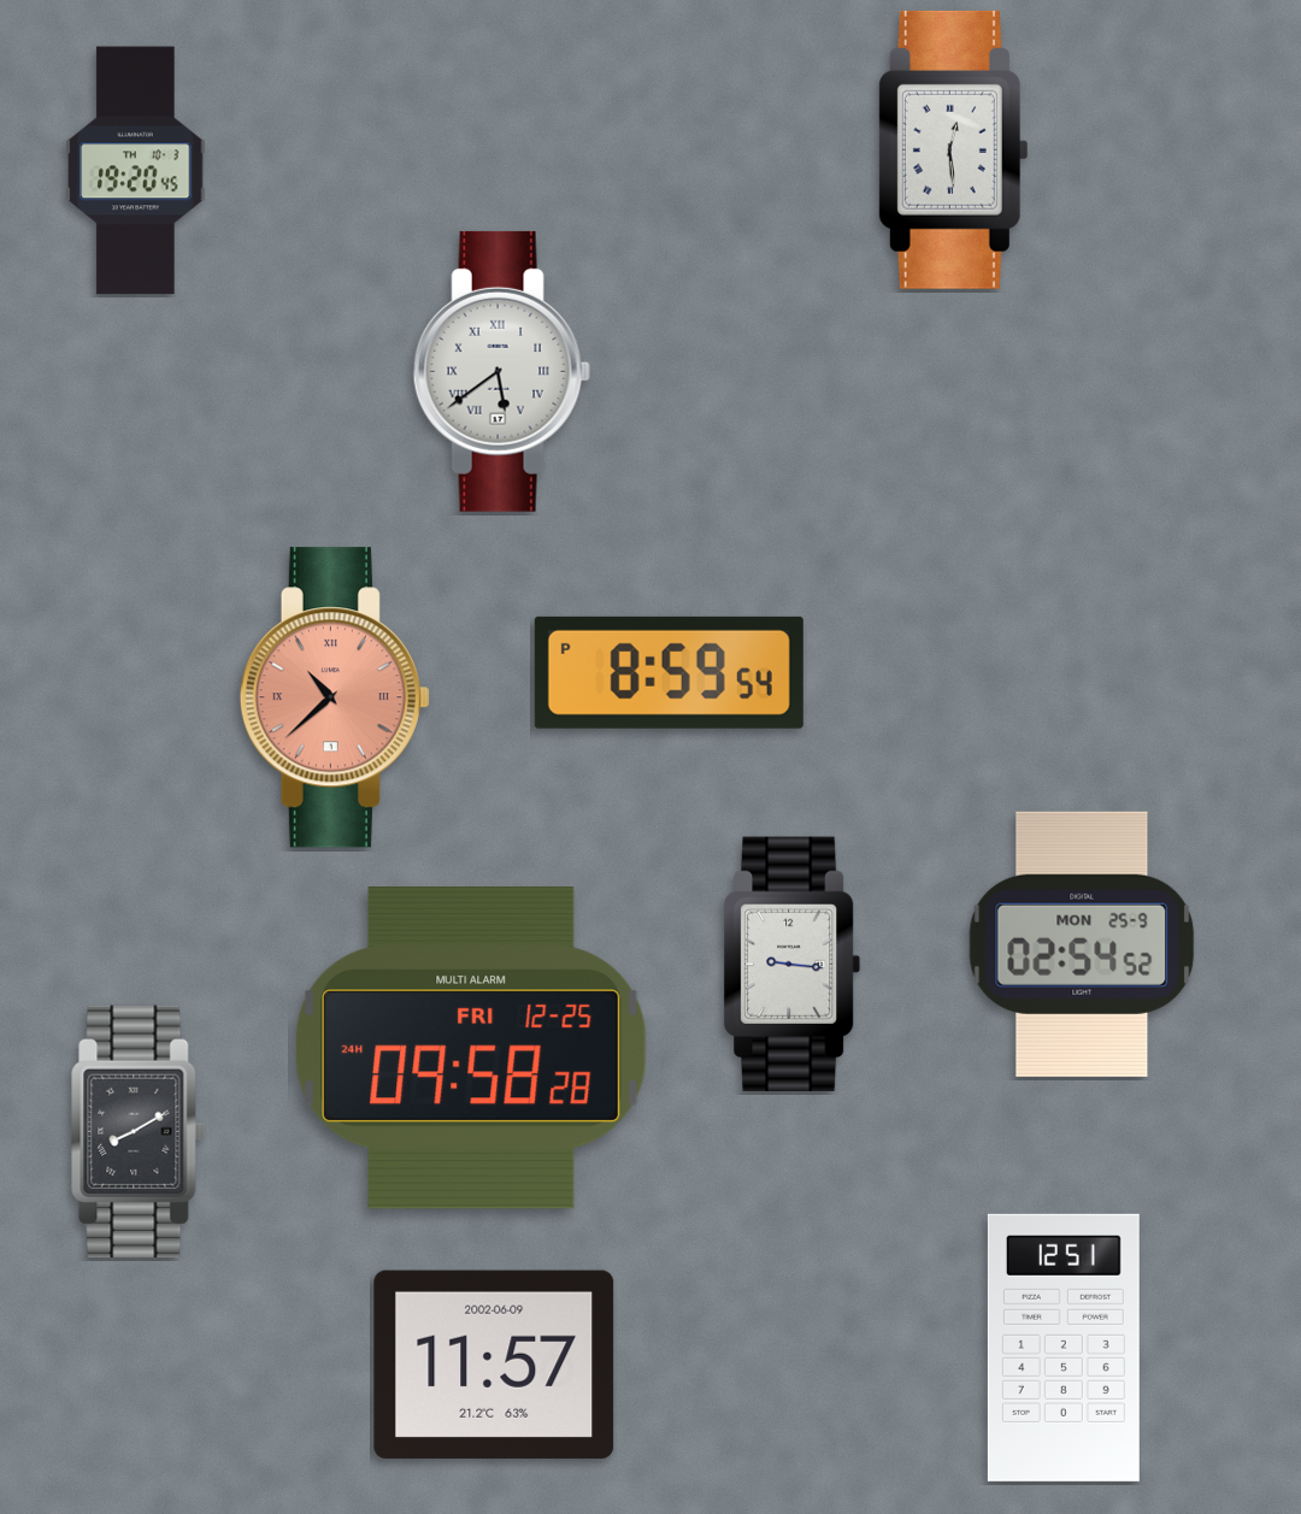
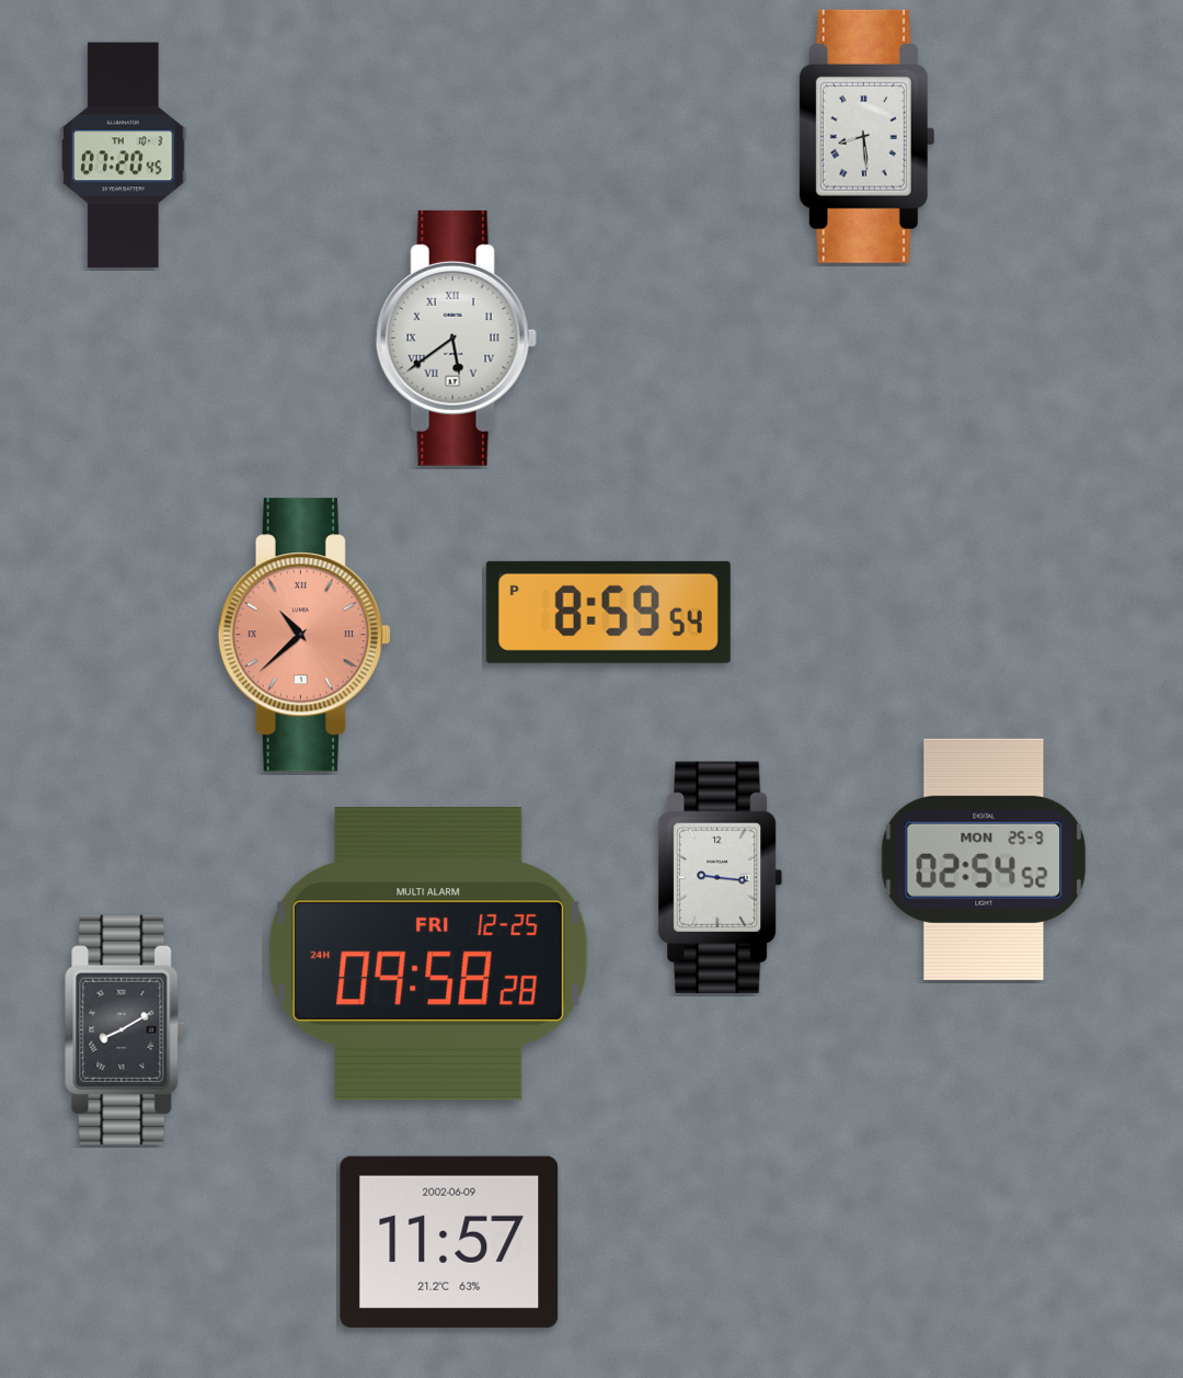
clock at (953, 149): 12:29 -> 8:29
clock at (136, 171): 19:20 -> 07:20
clock at (1064, 1348): 12:51 -> none
